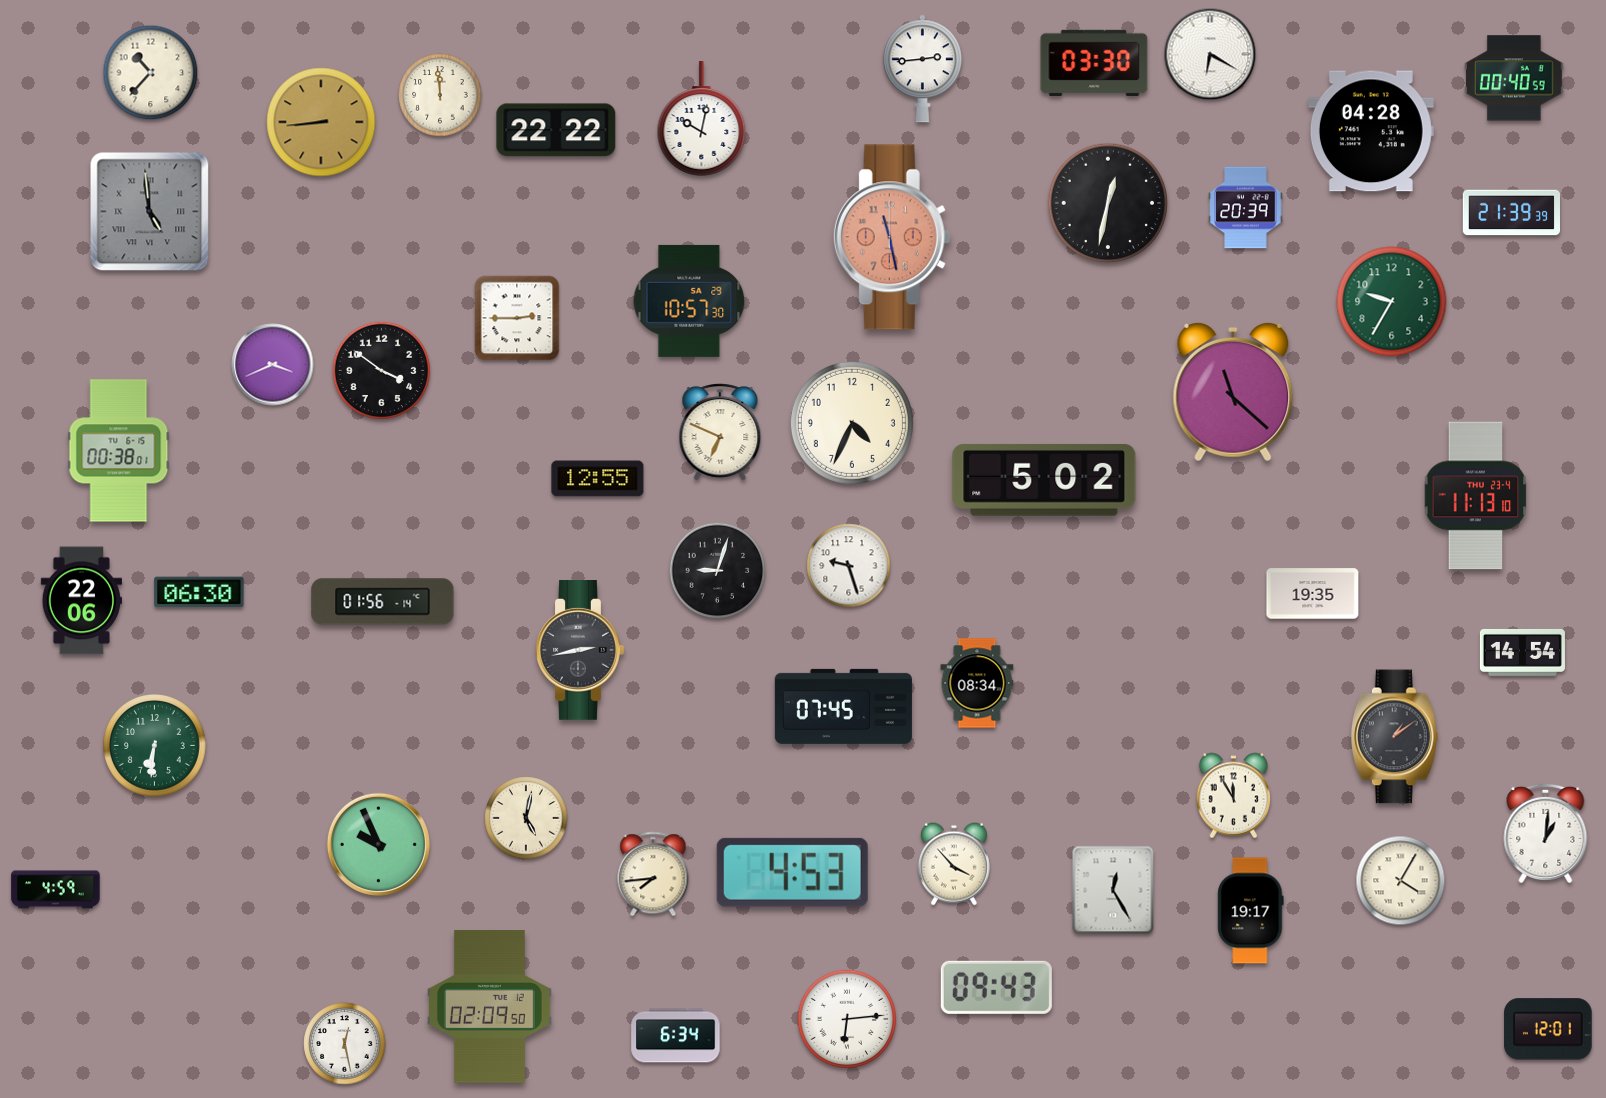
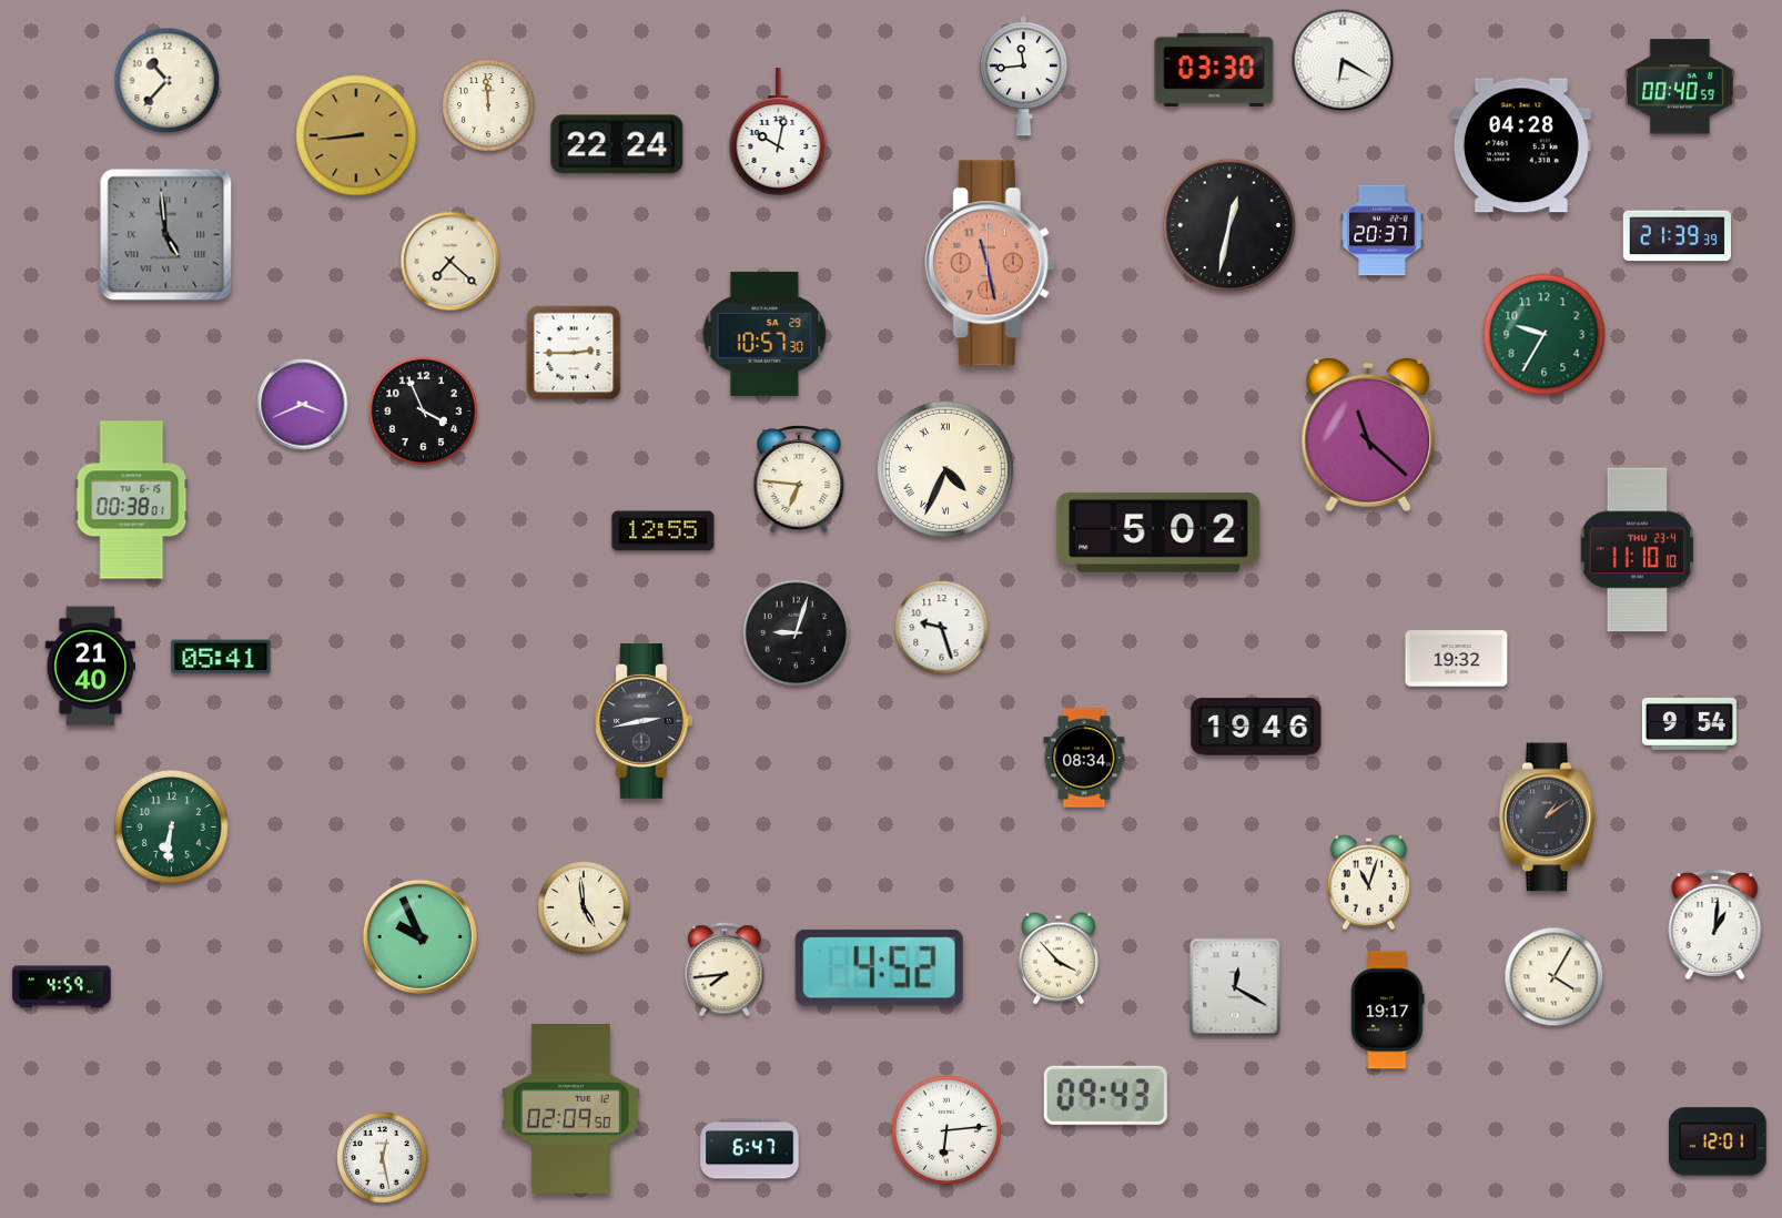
clock at (922, 69): 2:44 -> 11:44
clock at (556, 130): 22:22 -> 22:24
clock at (1246, 208): 20:39 -> 20:37
clock at (450, 262): none -> 7:22
clock at (381, 370): 3:51 -> 3:56
clock at (852, 423) numerals: Arabic -> Roman
clock at (720, 432): 6:49 -> 6:46
clock at (1476, 496): 11:13 -> 11:10
clock at (199, 592): 06:30 -> 05:41
clock at (1313, 594): 19:35 -> 19:32
clock at (82, 601): 22:06 -> 21:40
clock at (383, 602): 01:56 -> none
clock at (1522, 653): 14:54 -> 9:54
clock at (1256, 727): none -> 19:46
clock at (843, 706): 07:45 -> none
clock at (1234, 796): 11:55 -> 11:03
clock at (526, 818): 5:02 -> 4:59
clock at (792, 872): 4:53 -> 4:52
clock at (1113, 890): 12:25 -> 12:20
clock at (490, 1007) position: (490, 1007) -> (571, 1109)
clock at (847, 1019) position: (847, 1019) -> (946, 1130)
clock at (676, 1036): 6:34 -> 6:47
